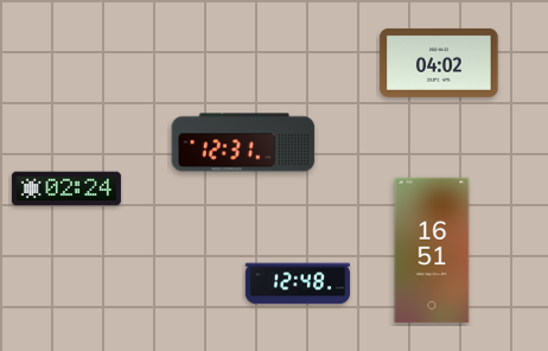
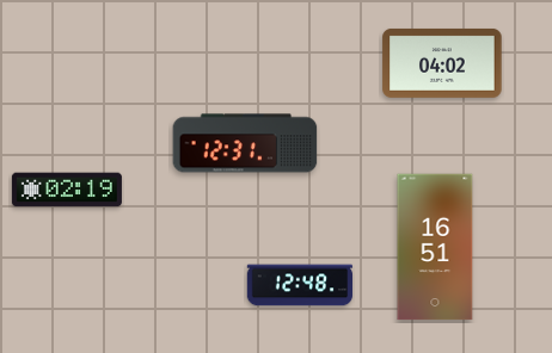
clock at (66, 189): 02:24 -> 02:19
clock at (432, 250) position: (432, 250) -> (435, 247)
